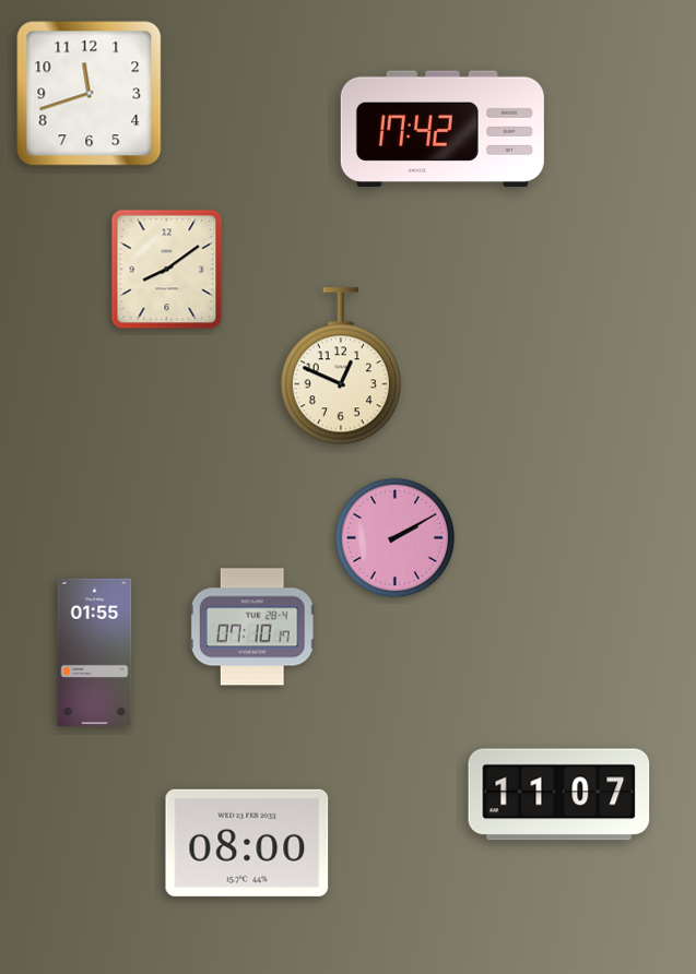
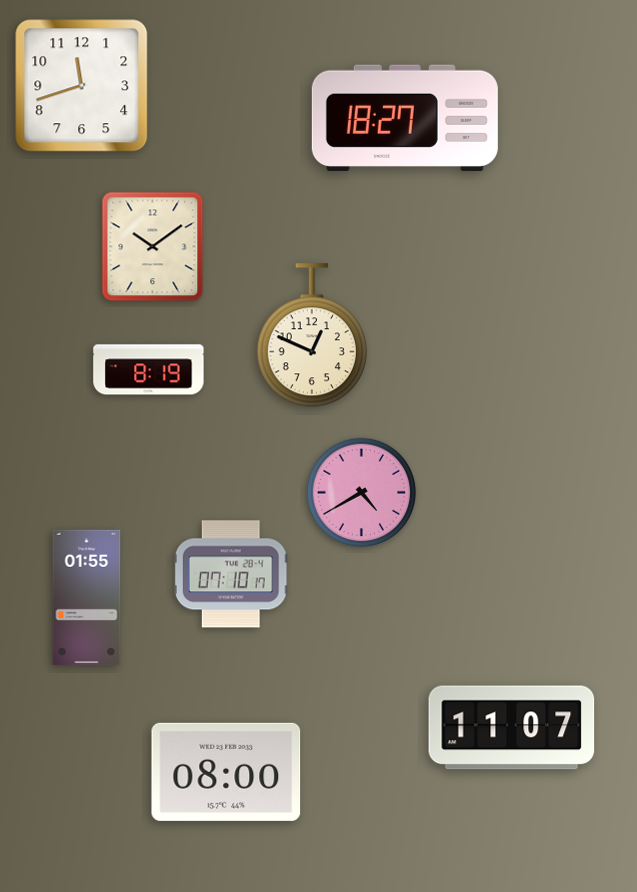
clock at (443, 128): 17:42 -> 18:27
clock at (167, 270): 8:09 -> 10:09
clock at (149, 370): none -> 8:19
clock at (396, 538): 2:10 -> 4:40
